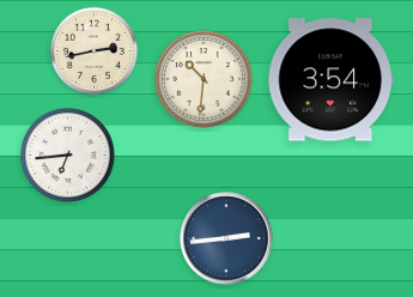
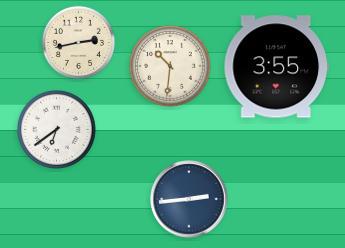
clock at (330, 80): 3:54 -> 3:55
clock at (68, 156): 6:44 -> 6:39
